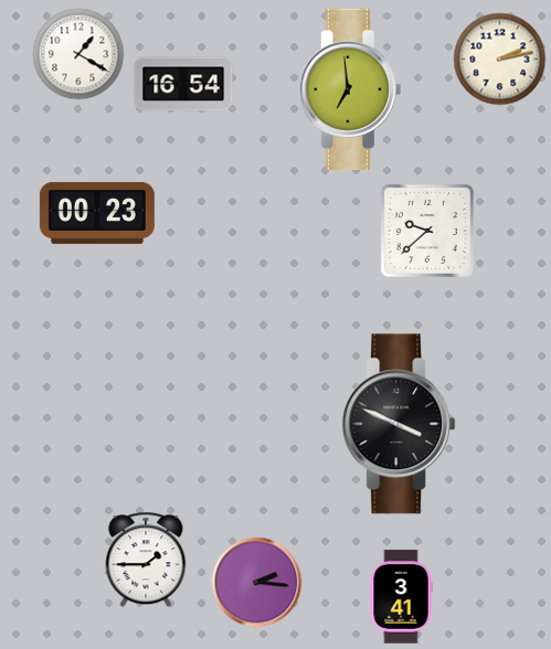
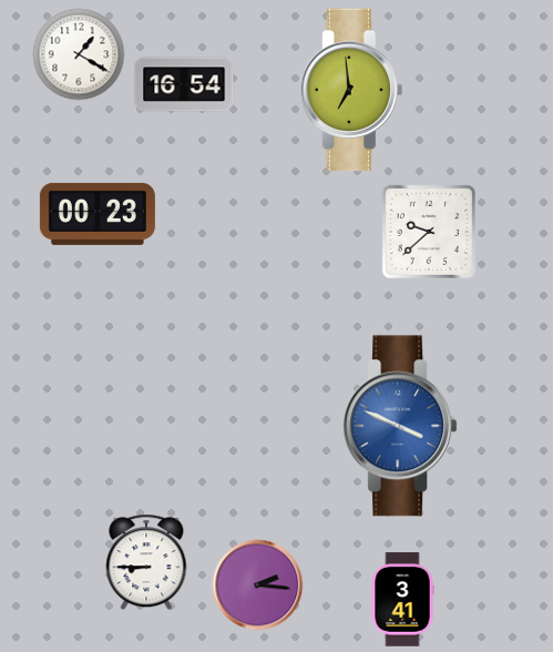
clock at (500, 60): 2:13 -> none
clock at (399, 424) dial: black -> blue
clock at (146, 560): 1:45 -> 8:45
